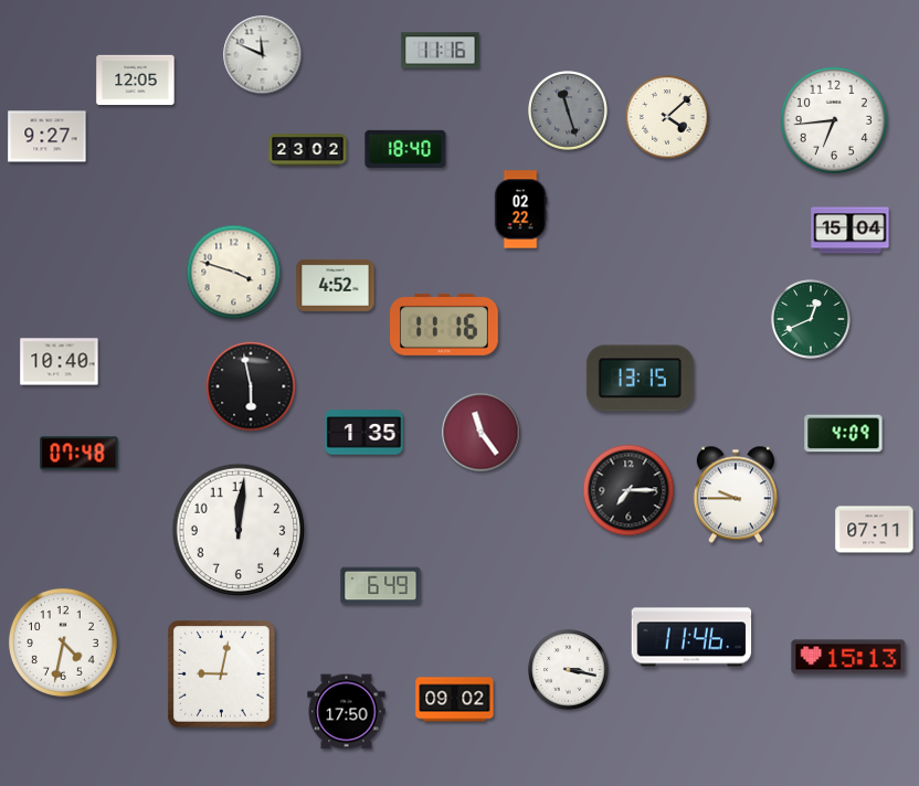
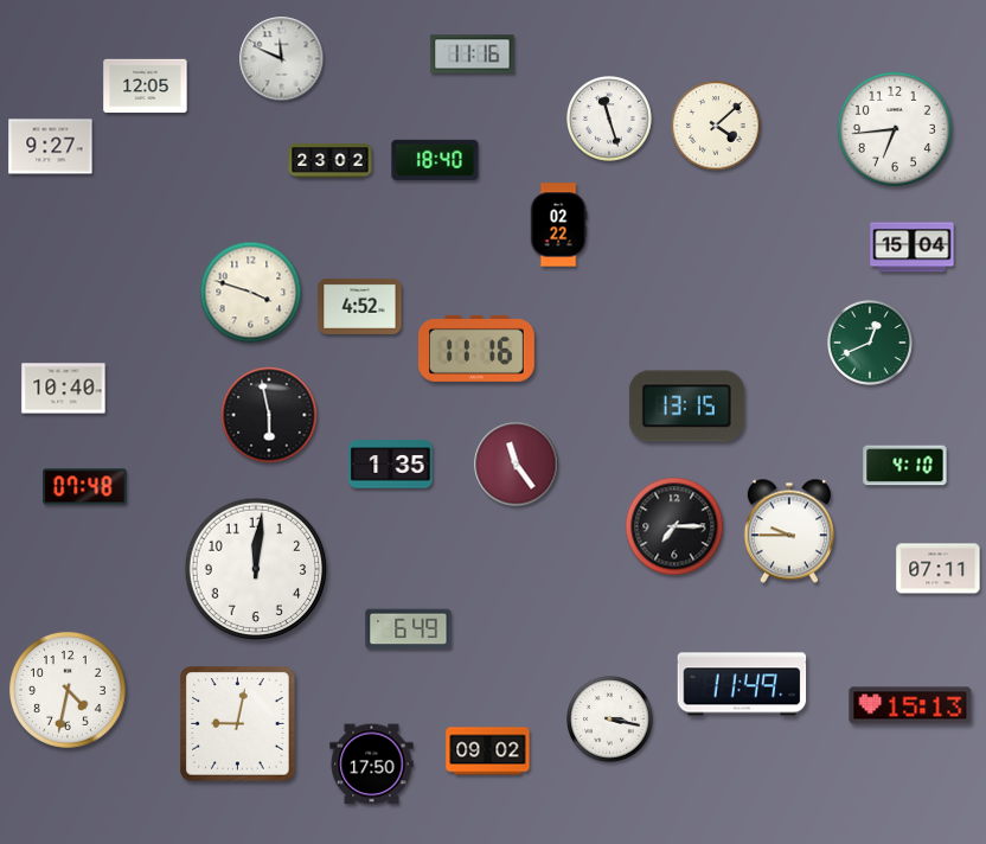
clock at (568, 110) dial: grey -> white
clock at (844, 434): 4:09 -> 4:10
clock at (691, 637): 11:46 -> 11:49
